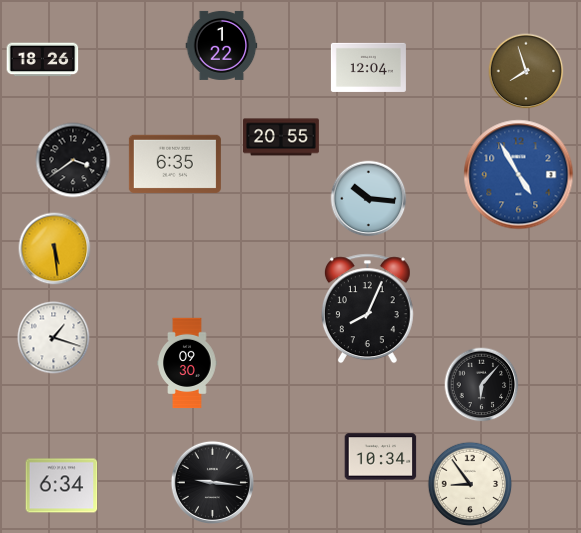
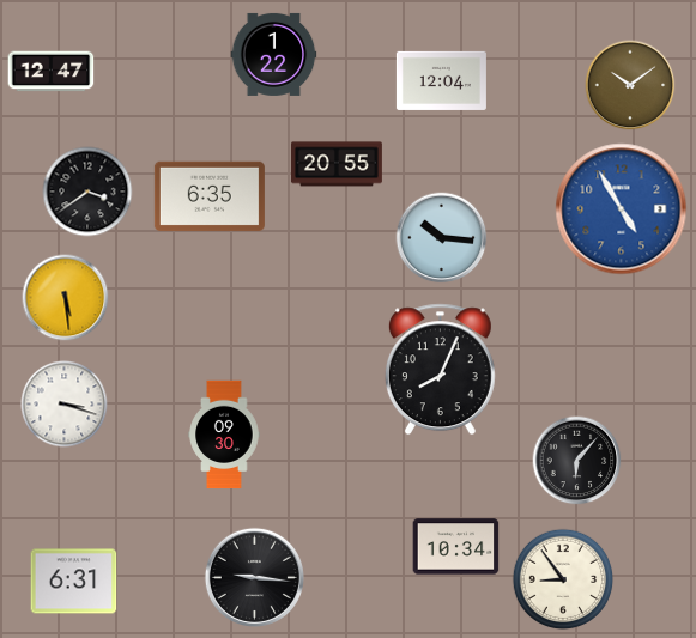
clock at (222, 45) position: (222, 45) -> (274, 54)
clock at (43, 60): 18:26 -> 12:47
clock at (526, 71): 7:57 -> 10:09
clock at (54, 338): 1:18 -> 3:18
clock at (62, 486): 6:34 -> 6:31
